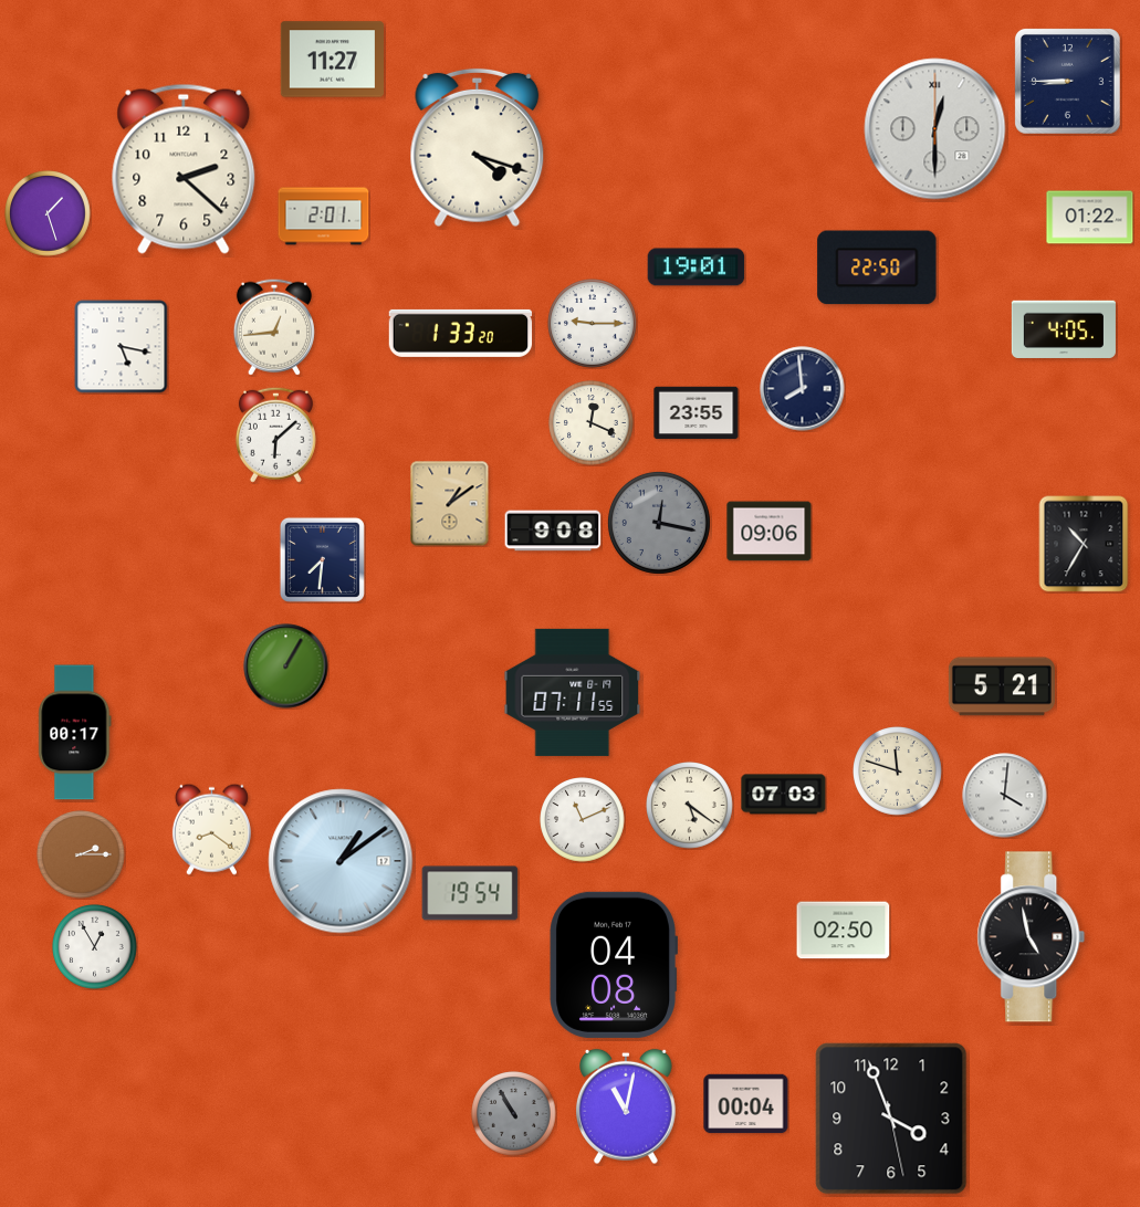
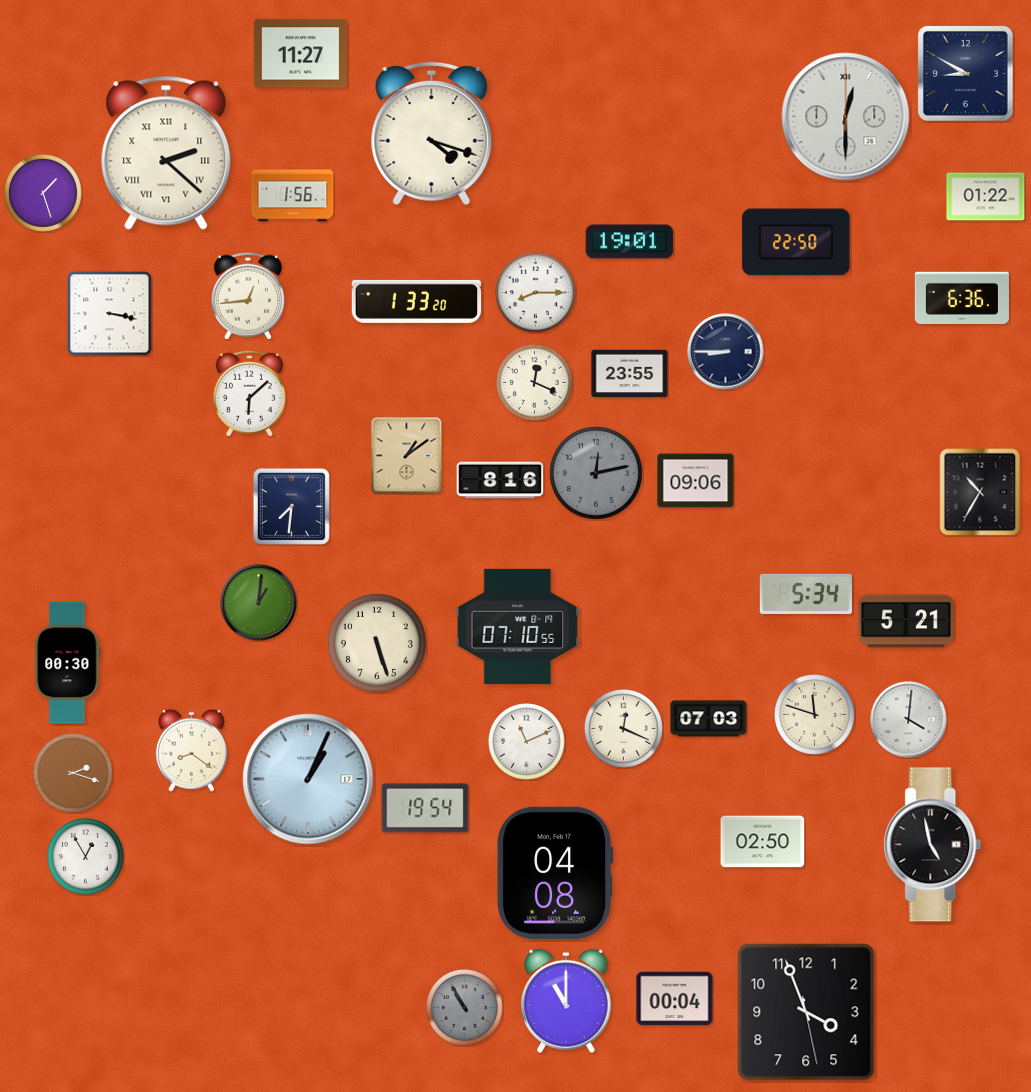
clock at (1067, 81): 8:45 -> 8:50
clock at (184, 169) numerals: Arabic -> Roman
clock at (324, 217): 2:01 -> 1:56
clock at (877, 267) position: (877, 267) -> (796, 242)
clock at (593, 324): 9:15 -> 8:15
clock at (1064, 329): 4:05 -> 6:36
clock at (122, 347): 5:17 -> 3:17
clock at (803, 389): 7:59 -> 8:45
clock at (659, 523): 12:17 -> 12:13
clock at (553, 531): 9:08 -> 8:16
clock at (805, 594): none -> 5:34
clock at (286, 667): 1:05 -> 1:01
clock at (573, 692): 07:11 -> 07:10
clock at (377, 643): none -> 5:27
clock at (75, 733): 00:17 -> 00:30
clock at (898, 772) position: (898, 772) -> (815, 715)
clock at (690, 806): 5:21 -> 12:19
clock at (82, 856): 2:15 -> 2:18
clock at (341, 861): 1:09 -> 1:04
clock at (1032, 937) position: (1032, 937) -> (933, 845)
clock at (626, 1106): 11:02 -> 11:00
